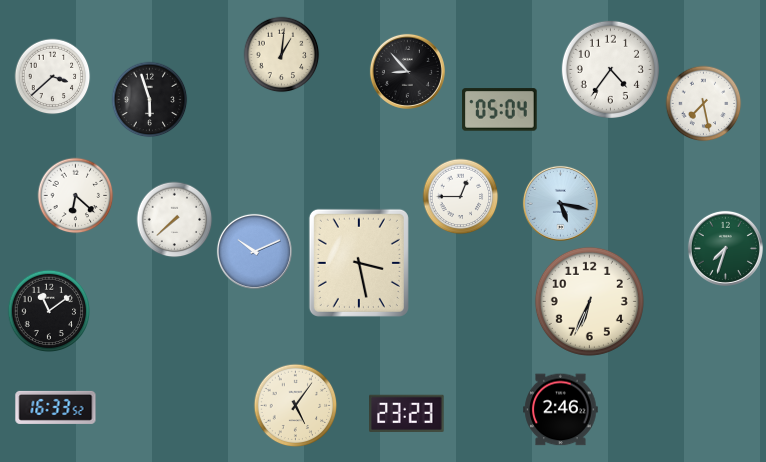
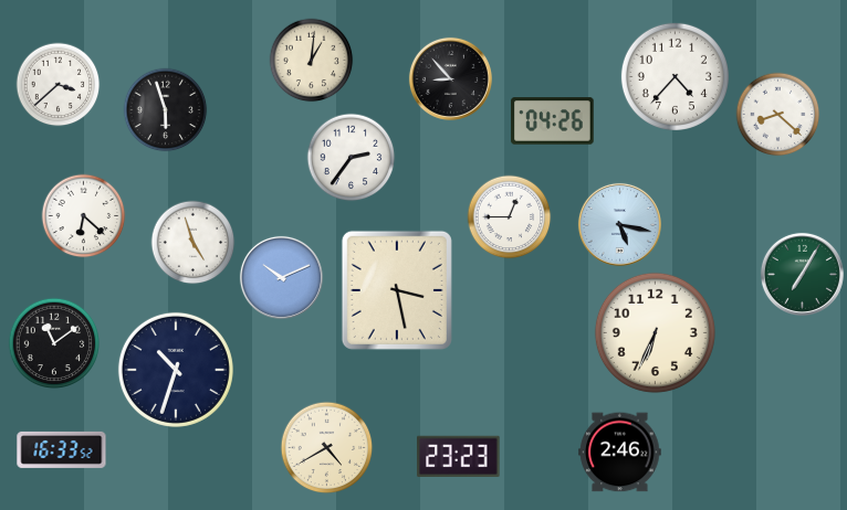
clock at (610, 69): 4:36 -> 4:37
clock at (704, 104): 7:28 -> 8:22
clock at (500, 110): 05:04 -> 04:26
clock at (352, 158): none -> 2:36
clock at (175, 220): 7:38 -> 4:57
clock at (725, 248): 7:33 -> 7:05
clock at (589, 301) position: (589, 301) -> (655, 332)
clock at (176, 370): none -> 10:33
clock at (296, 406): 5:06 -> 4:40
clock at (407, 413) position: (407, 413) -> (459, 456)
